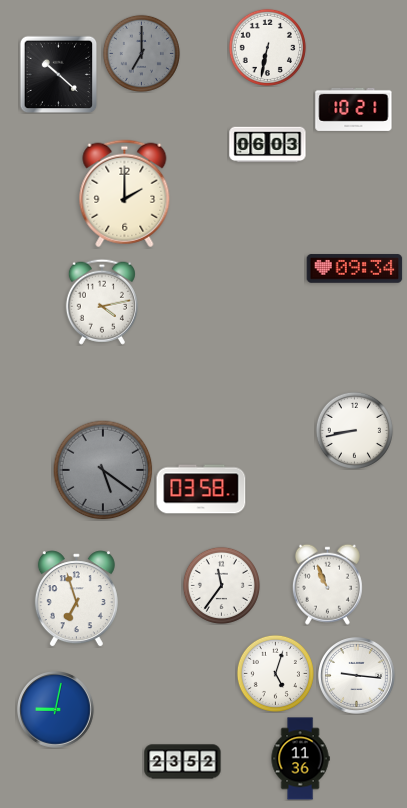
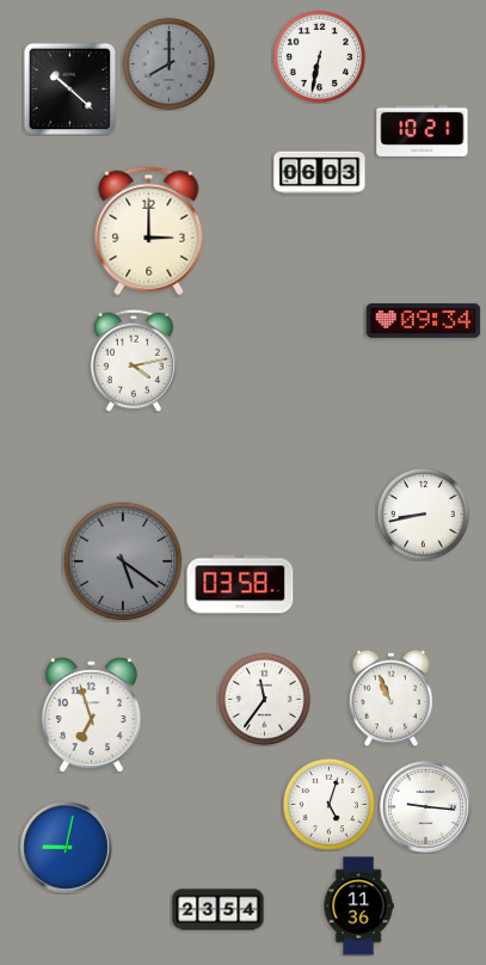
clock at (141, 53): 7:00 -> 8:00
clock at (125, 194): 2:00 -> 3:00
clock at (102, 302) position: (102, 302) -> (134, 361)
clock at (183, 762): 23:52 -> 23:54
